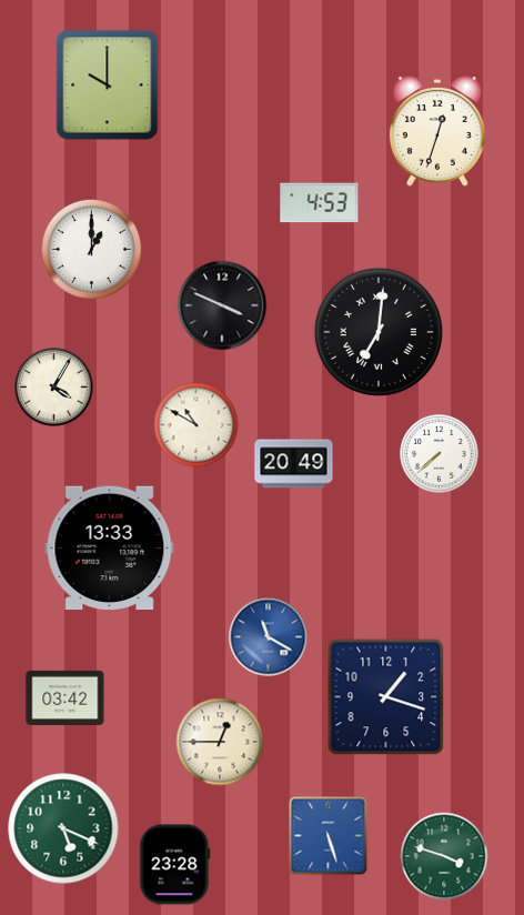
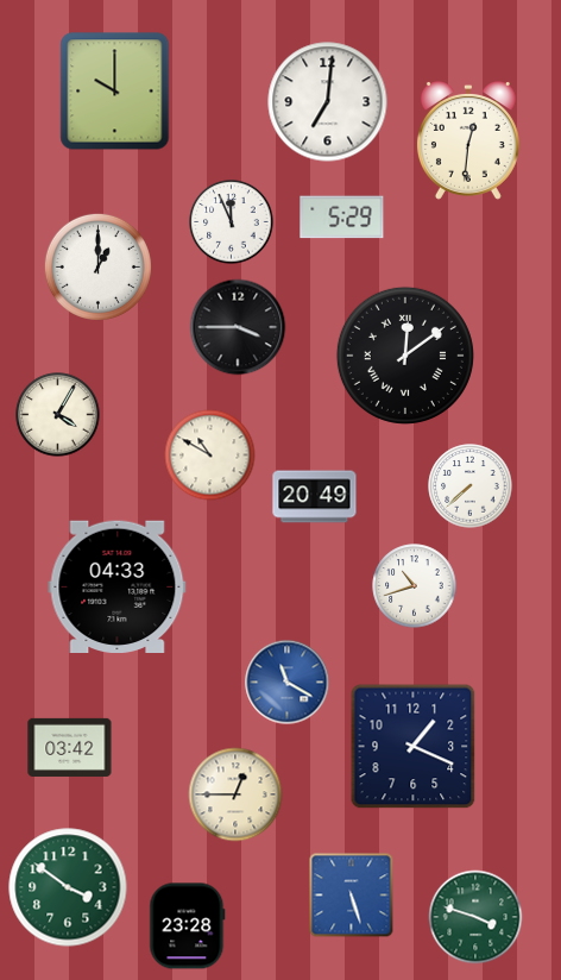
clock at (328, 102): none -> 7:01
clock at (437, 132): 12:33 -> 12:31
clock at (320, 203): 4:53 -> 5:29
clock at (232, 222): none -> 11:56
clock at (222, 305): 3:49 -> 3:45
clock at (379, 332): 7:01 -> 12:09
clock at (415, 586): none -> 10:42
clock at (110, 549): 13:33 -> 04:33
clock at (386, 697): 1:18 -> 1:19
clock at (63, 828): 5:19 -> 3:51
